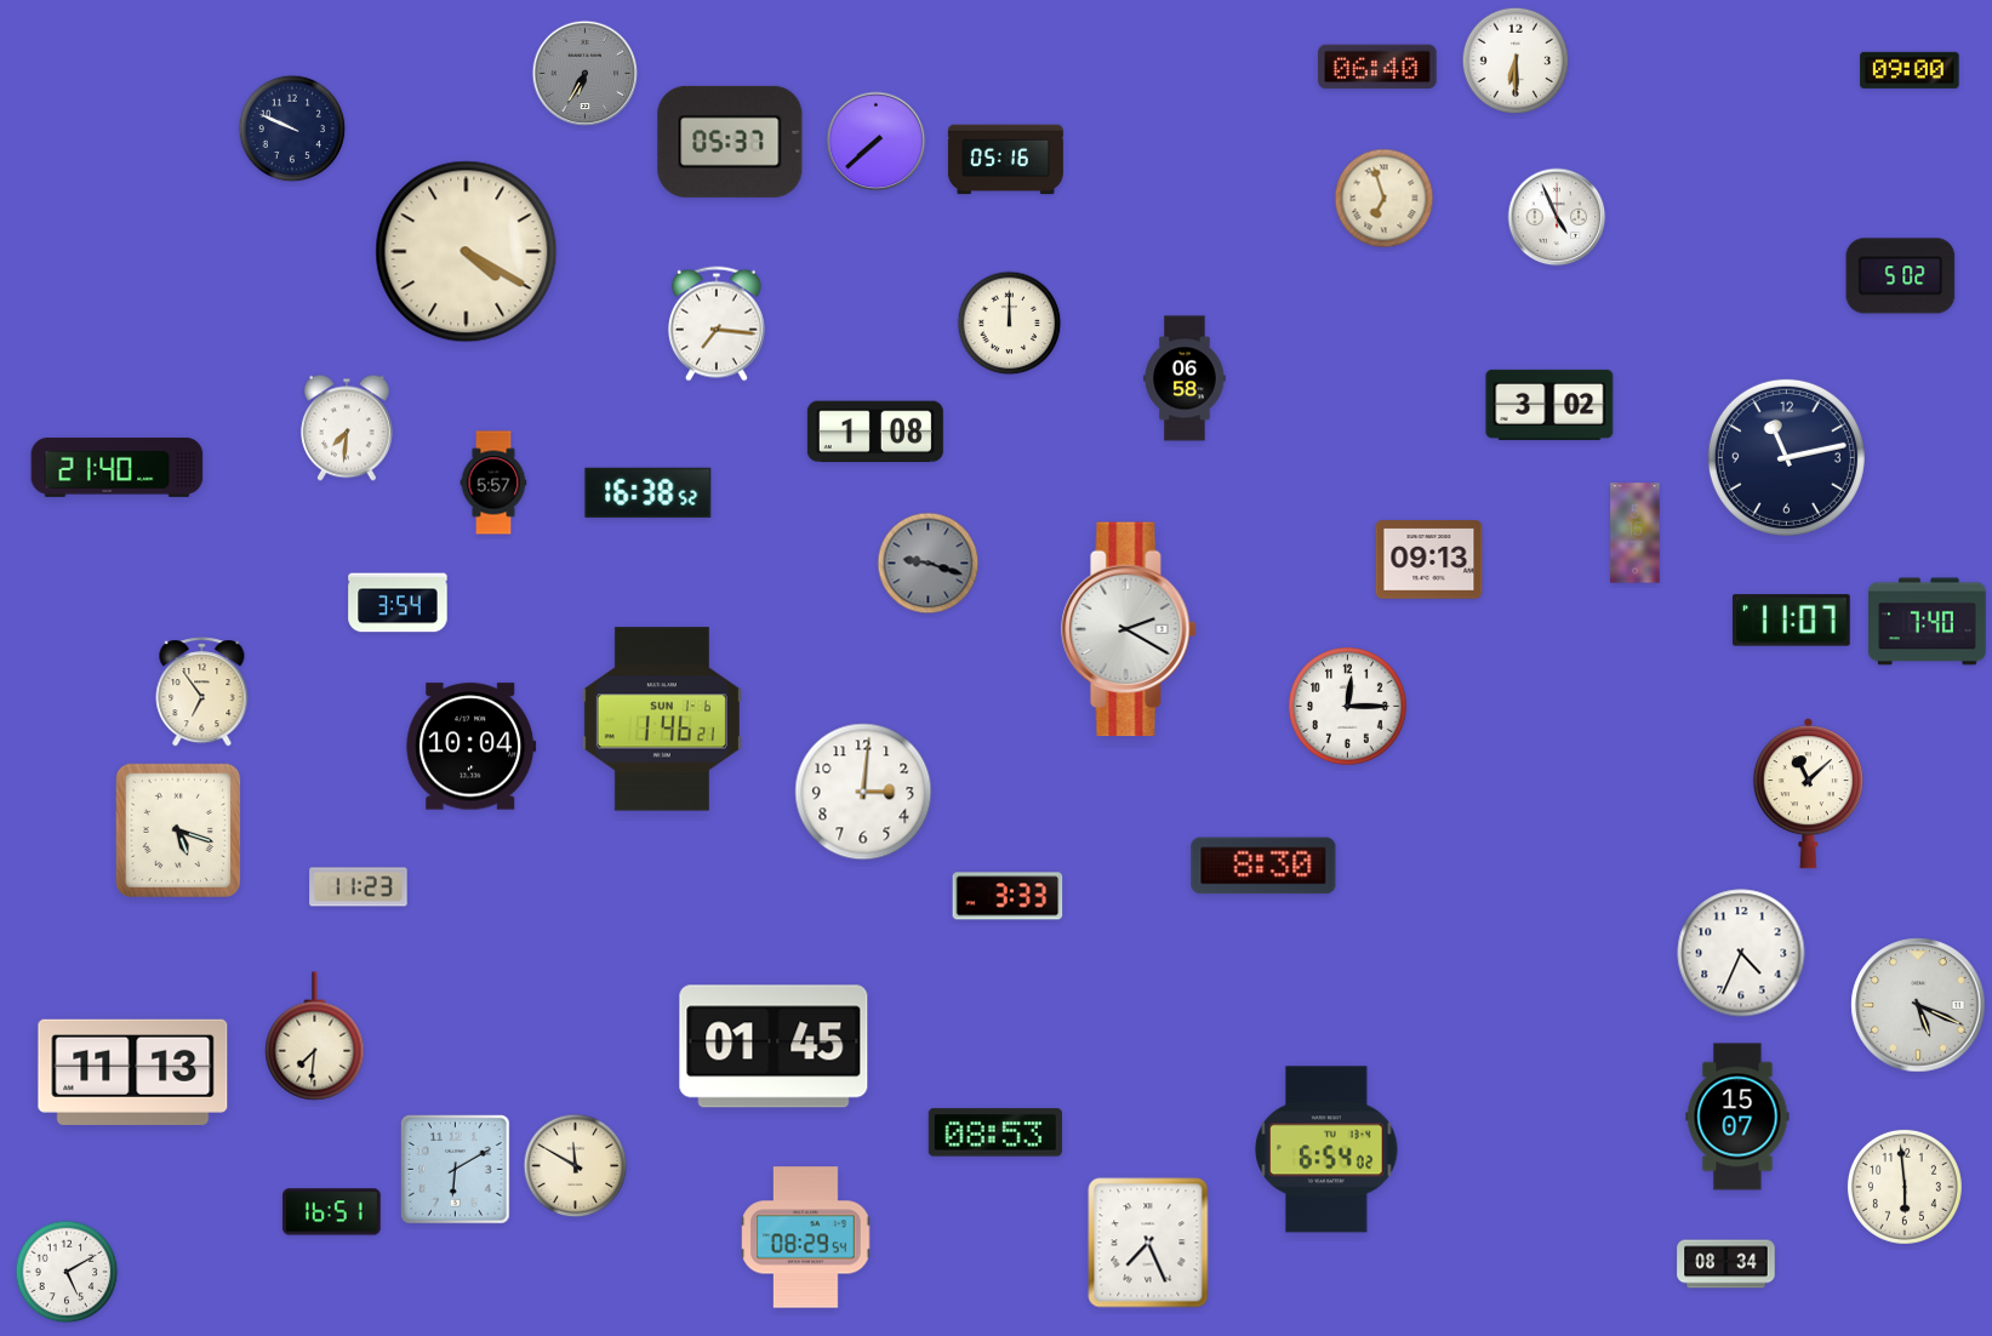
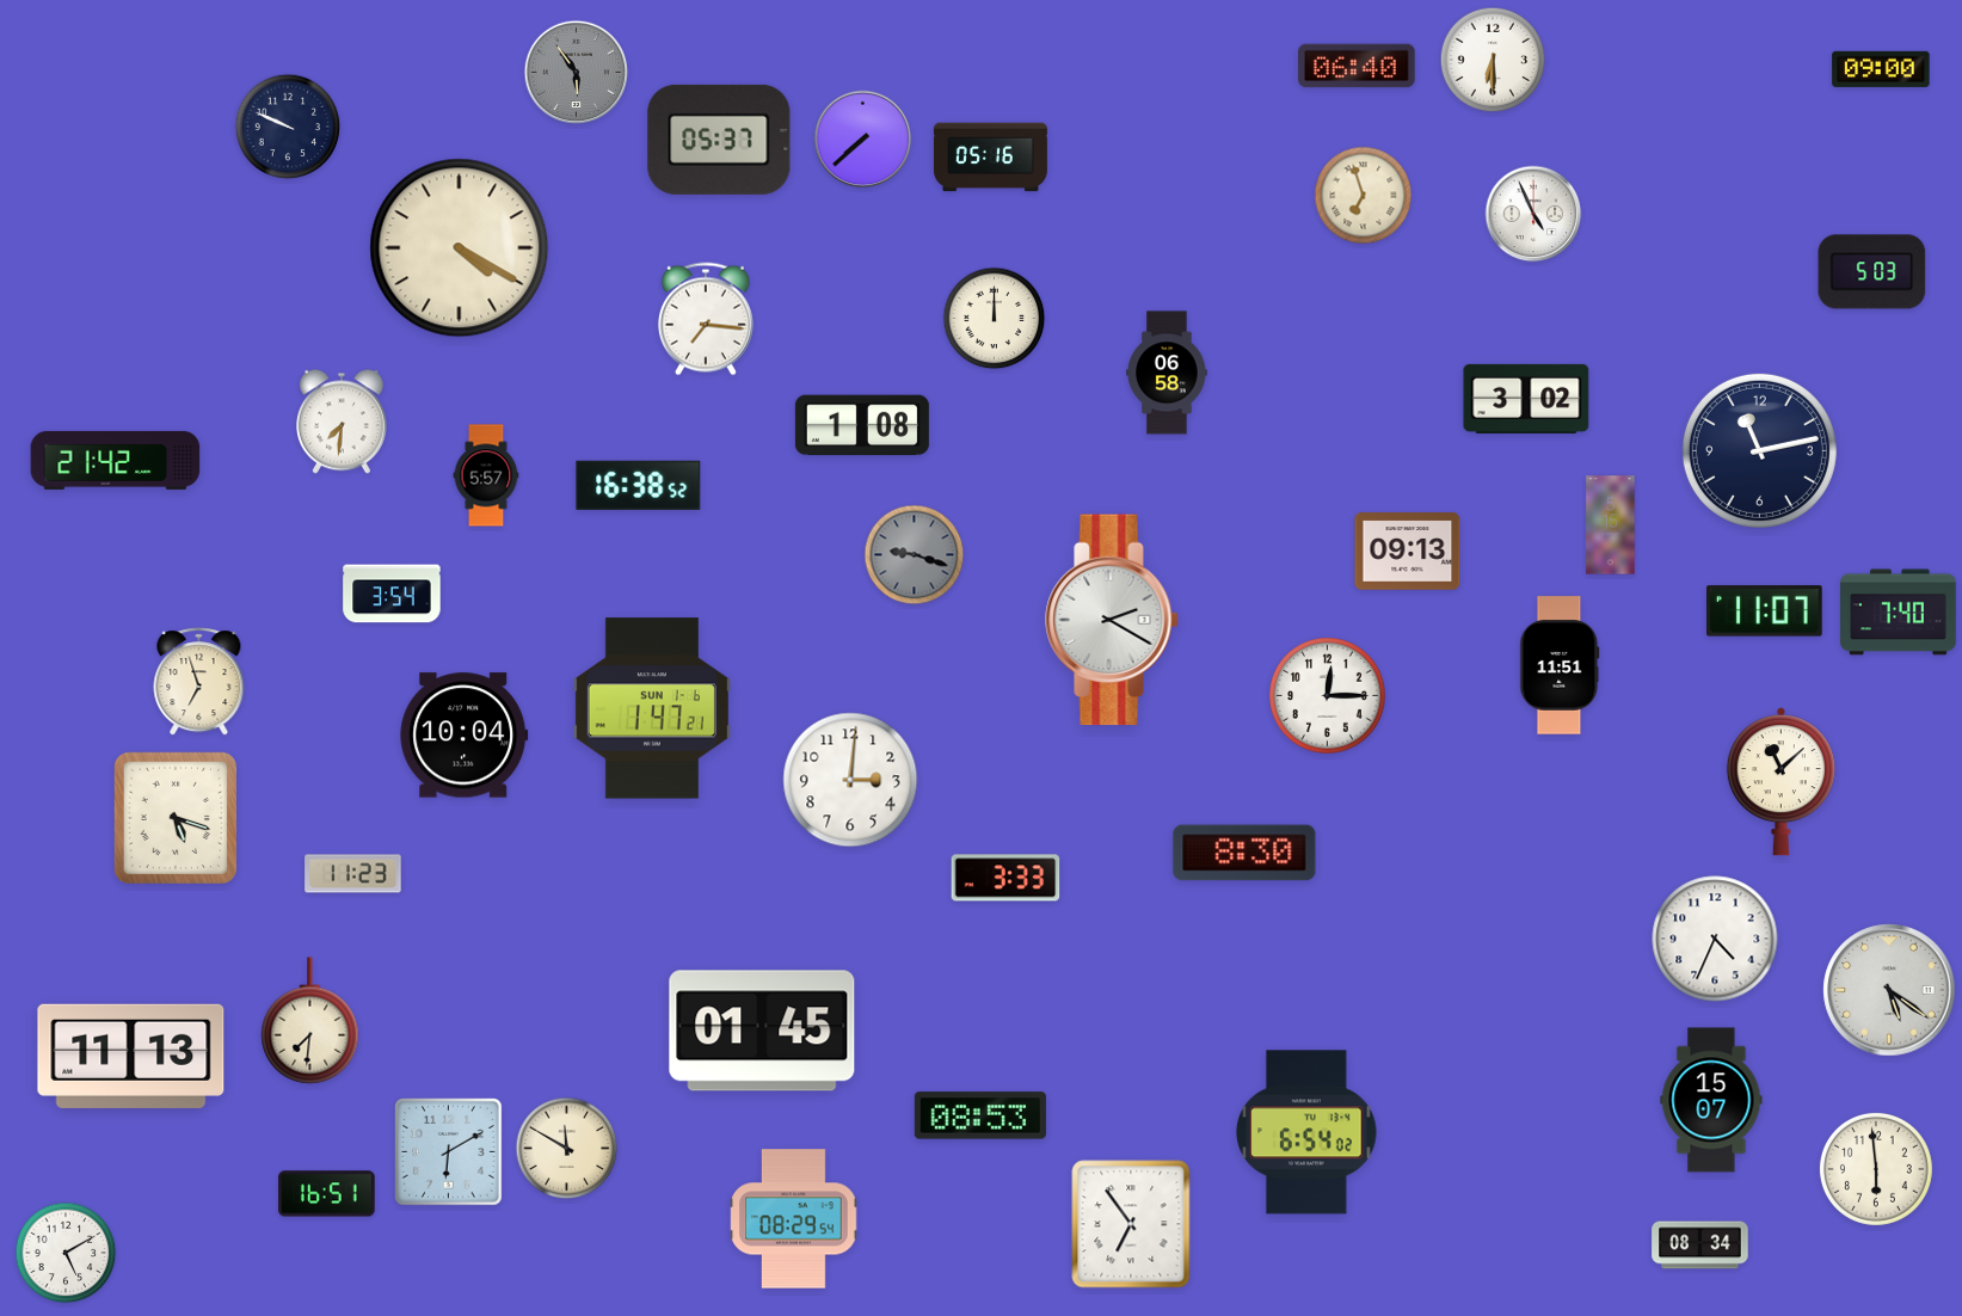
clock at (586, 74): 6:35 -> 5:54
clock at (1901, 276): 5:02 -> 5:03
clock at (118, 467): 21:40 -> 21:42
clock at (1560, 665): none -> 11:51
clock at (202, 692): 6:54 -> 6:57
clock at (662, 719): 1:46 -> 1:47
clock at (1008, 896) position: (1008, 896) -> (1005, 878)
clock at (1918, 1005): 5:19 -> 5:21
clock at (1148, 1243): 7:26 -> 6:54
